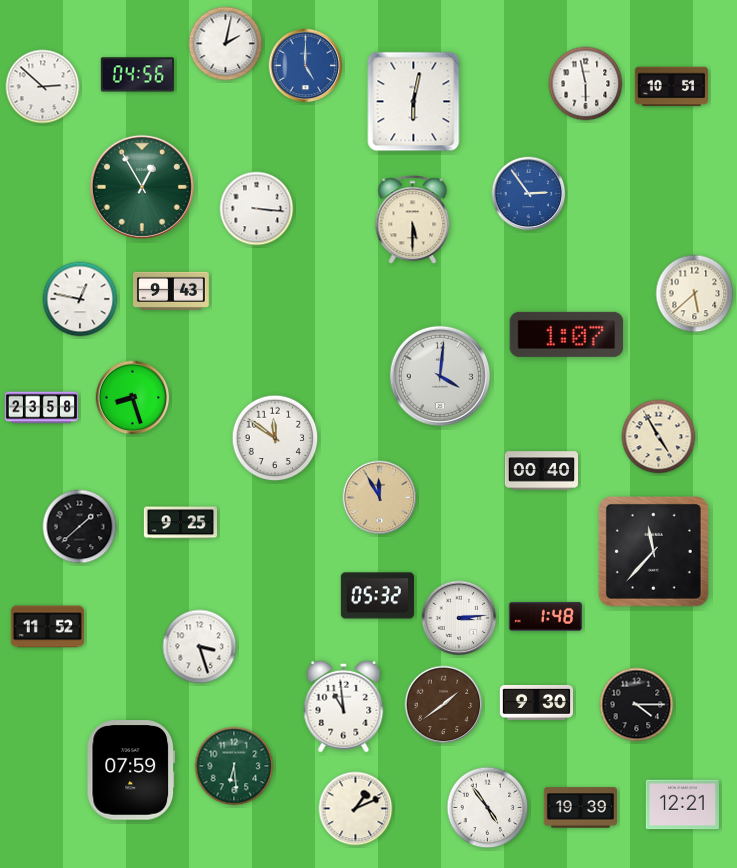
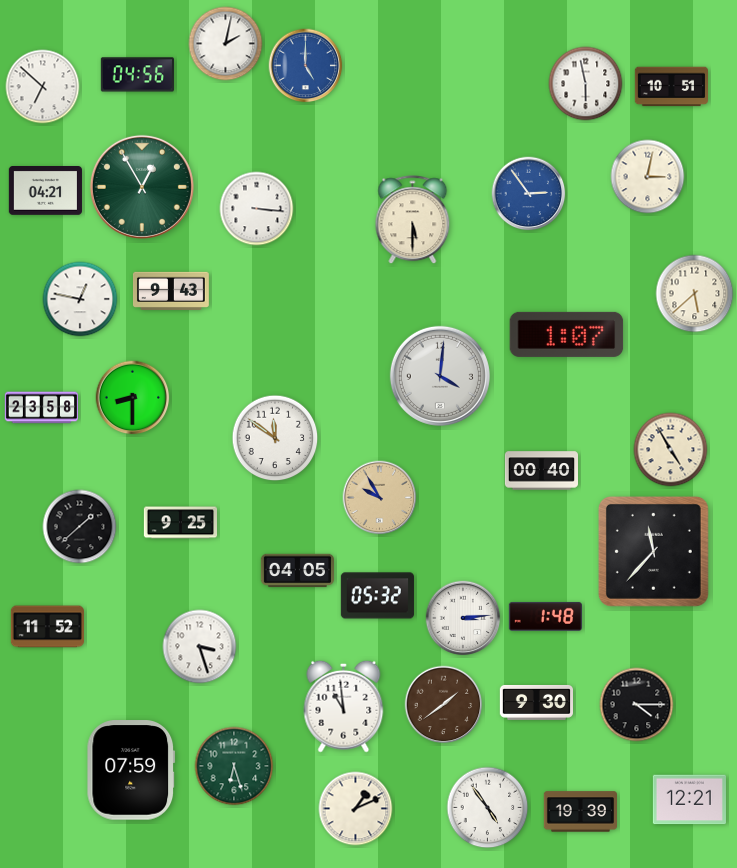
clock at (43, 87): 2:52 -> 6:52
clock at (414, 102): 6:02 -> none
clock at (648, 177): none -> 3:02
clock at (45, 191): none -> 04:21
clock at (133, 398): 8:27 -> 8:30
clock at (659, 437) position: (659, 437) -> (671, 450)
clock at (380, 498): 11:55 -> 9:55
clock at (297, 571): none -> 04:05
clock at (459, 618) position: (459, 618) -> (463, 618)
clock at (234, 766): 6:29 -> 6:27
clock at (682, 805) position: (682, 805) -> (689, 800)
clock at (580, 808) position: (580, 808) -> (580, 812)
